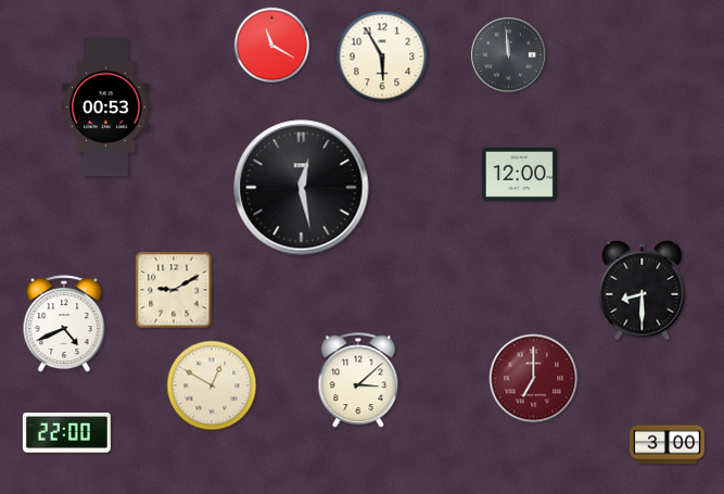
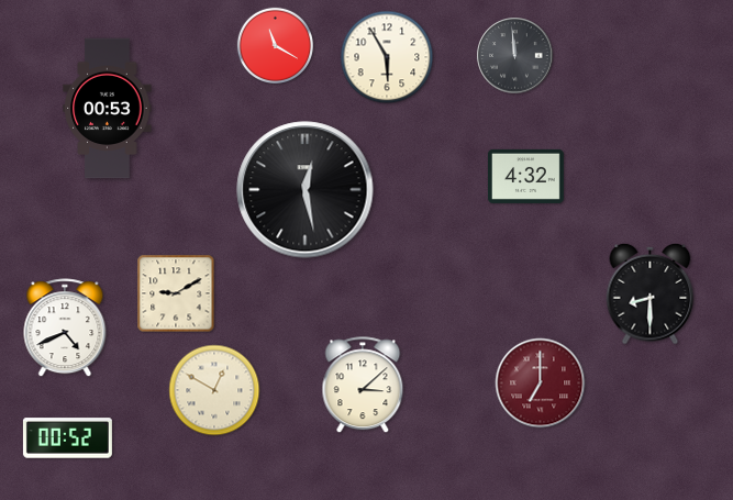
clock at (519, 174): 12:00 -> 4:32
clock at (66, 433): 22:00 -> 00:52
clock at (668, 445): 3:00 -> none
